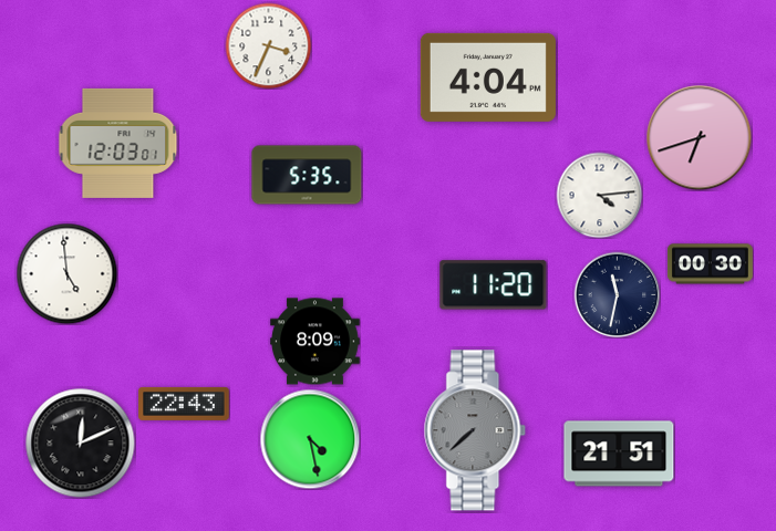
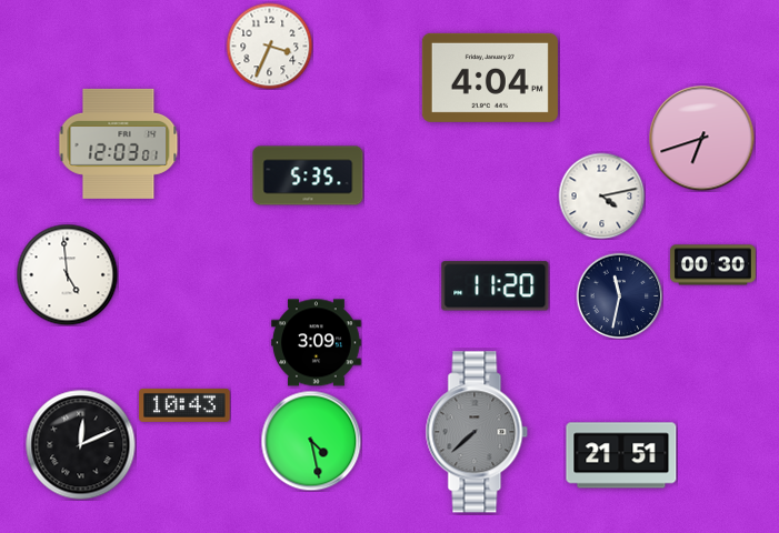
clock at (599, 195): 4:14 -> 4:13
clock at (315, 342): 8:09 -> 3:09
clock at (184, 404): 22:43 -> 10:43
